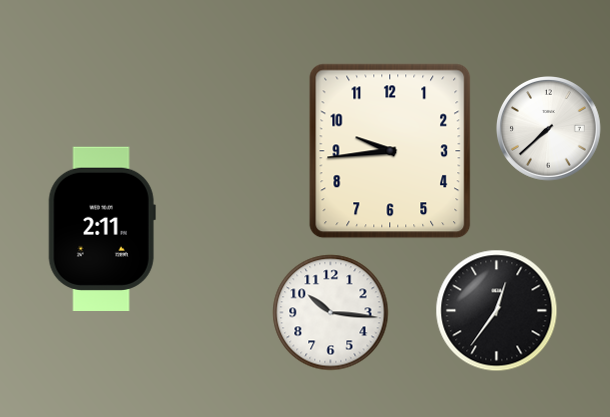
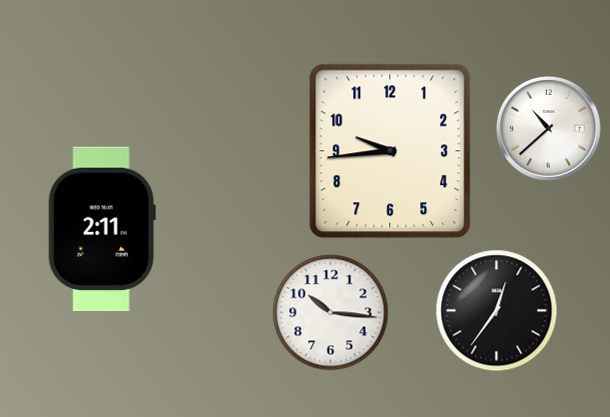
clock at (549, 129): 7:38 -> 10:38
